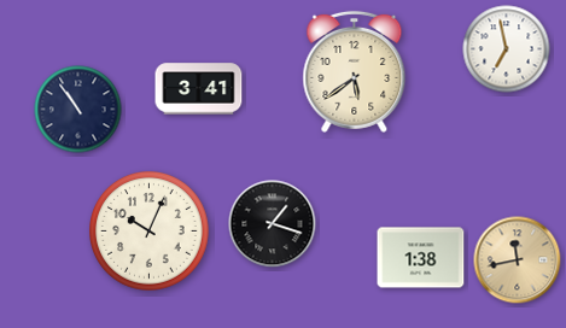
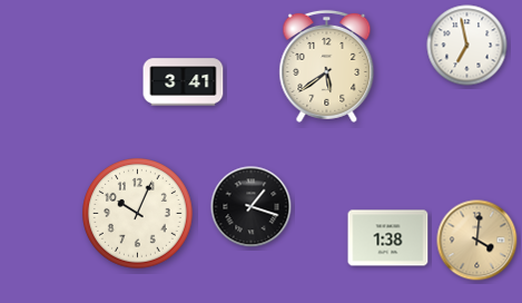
clock at (78, 110): 10:54 -> none
clock at (518, 260): 11:43 -> 4:01
